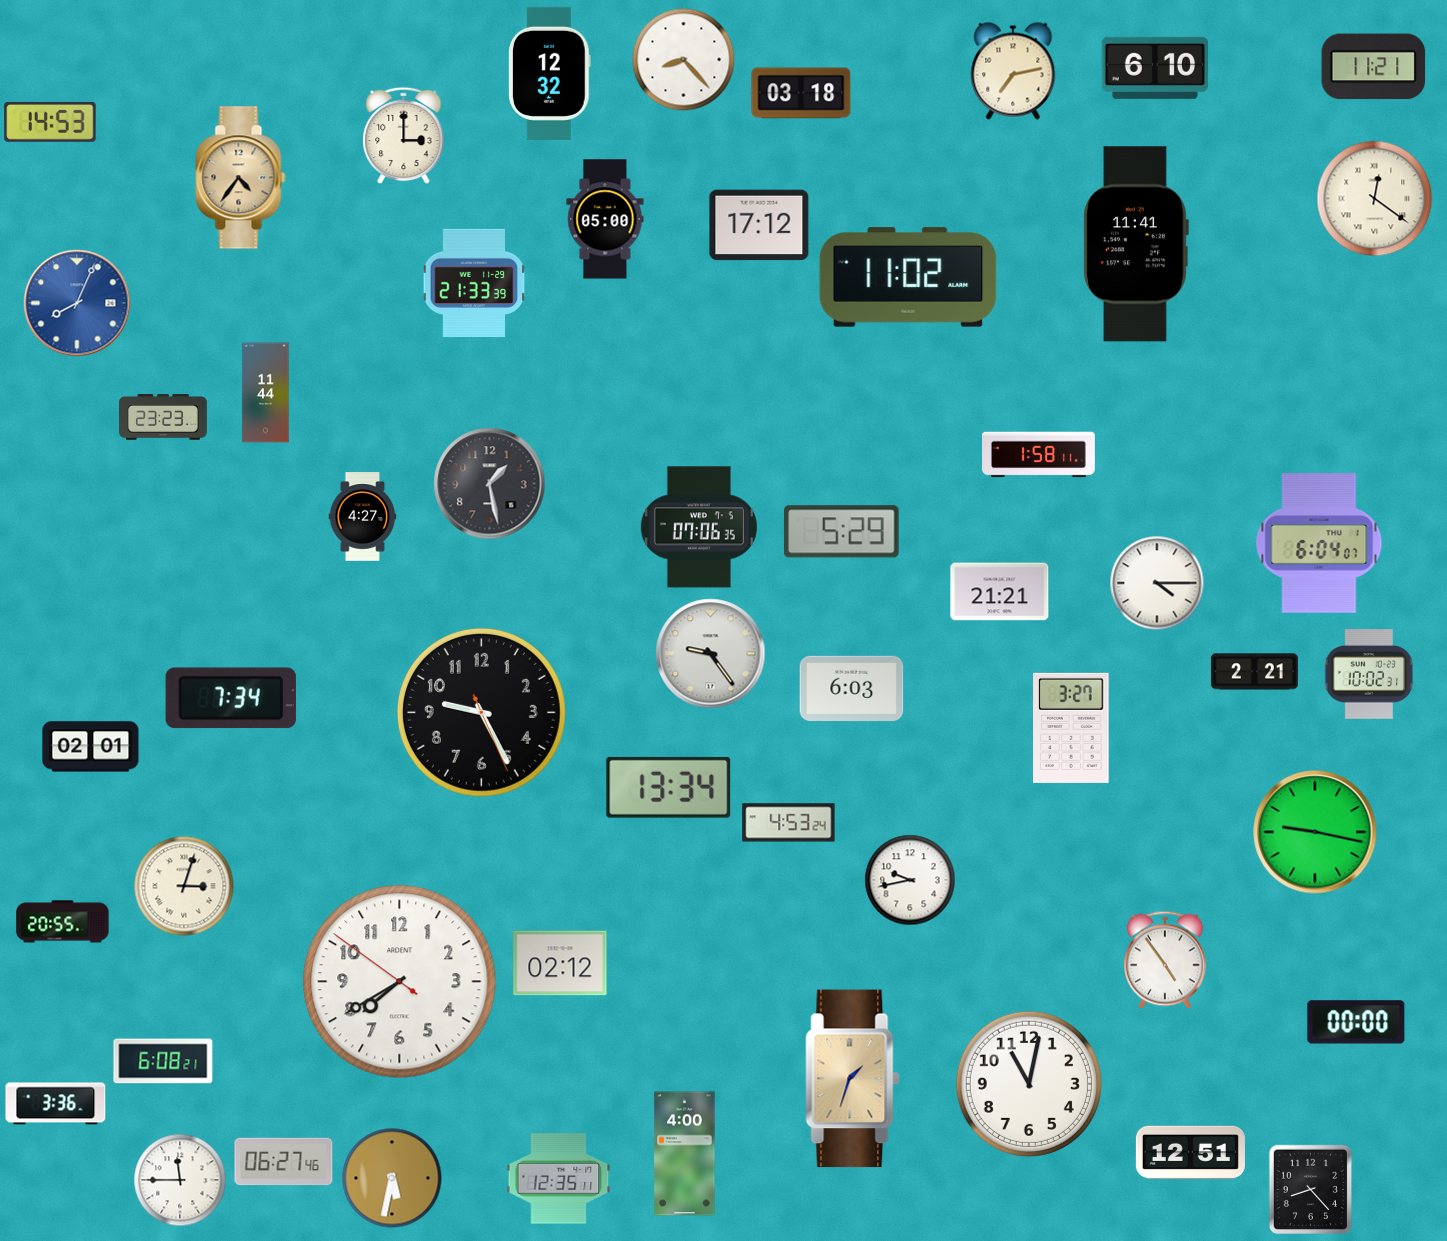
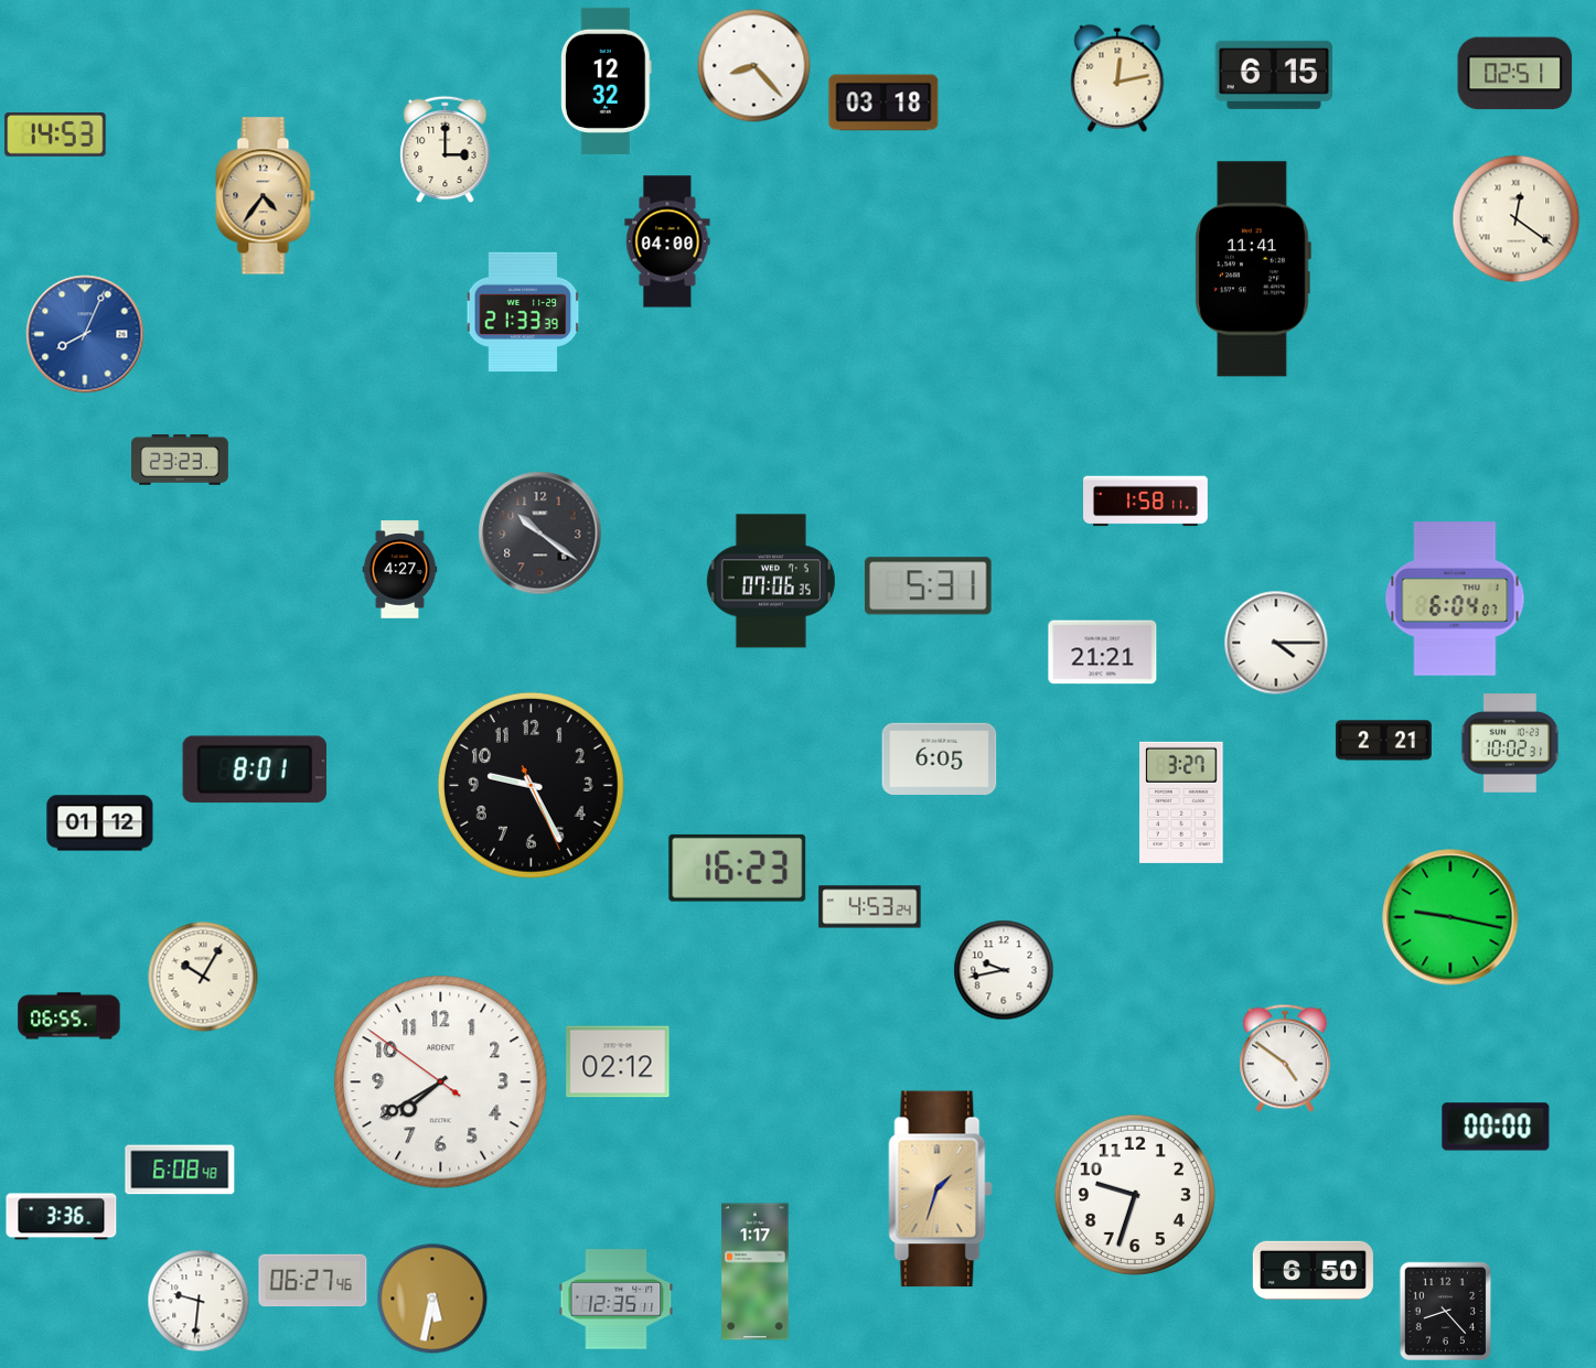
clock at (1374, 67): 11:21 -> 02:51
clock at (1154, 68): 6:10 -> 6:15
clock at (1013, 71): 7:13 -> 12:13
clock at (605, 219): 05:00 -> 04:00
clock at (759, 225): 17:12 -> none
clock at (908, 277): 11:02 -> none
clock at (266, 393): 11:44 -> none
clock at (490, 484): 1:28 -> 10:21
clock at (841, 532): 5:29 -> 5:31
clock at (711, 654): 9:24 -> none
clock at (852, 689): 6:03 -> 6:05
clock at (231, 698): 7:34 -> 8:01
clock at (91, 747): 02:01 -> 01:12
clock at (669, 787): 13:34 -> 16:23
clock at (184, 886): 3:03 -> 10:05
clock at (63, 922): 20:55 -> 06:55
clock at (1166, 960): 4:54 -> 4:51
clock at (163, 1061): 6:08:21 -> 6:08:48
clock at (1029, 1084): 11:02 -> 9:33
clock at (1190, 1153): 12:51 -> 6:50
clock at (685, 1154): 4:00 -> 1:17
clock at (180, 1180): 11:45 -> 9:31
